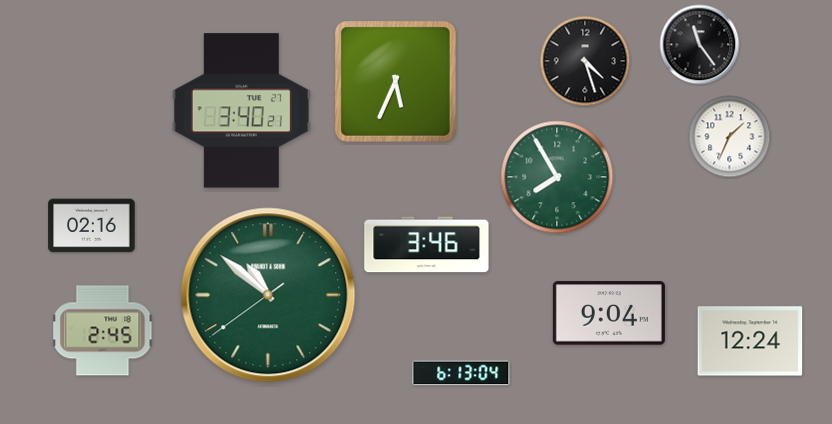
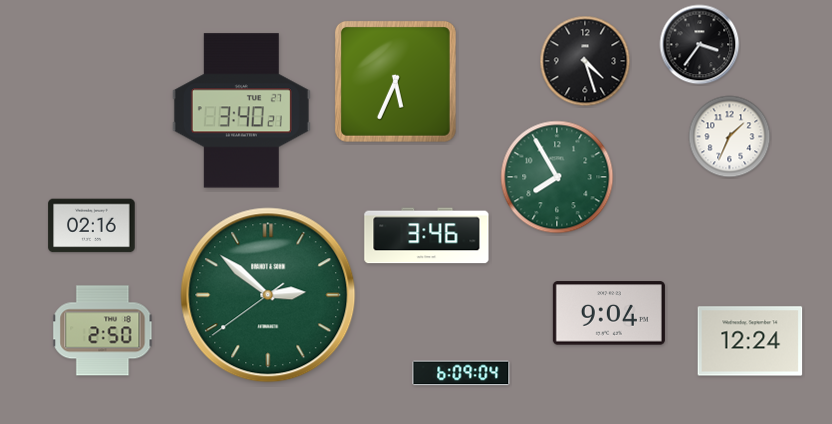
clock at (700, 45): 11:24 -> 3:36
clock at (427, 245) position: (427, 245) -> (427, 236)
clock at (268, 295): 10:51 -> 2:51
clock at (103, 331): 2:45 -> 2:50
clock at (461, 373): 6:13 -> 6:09
